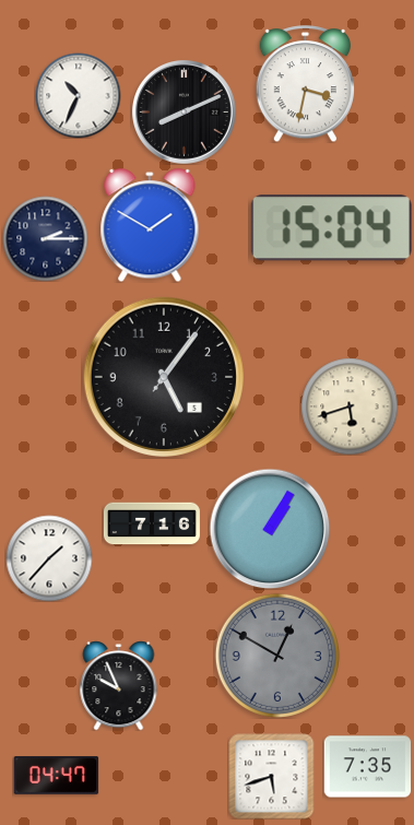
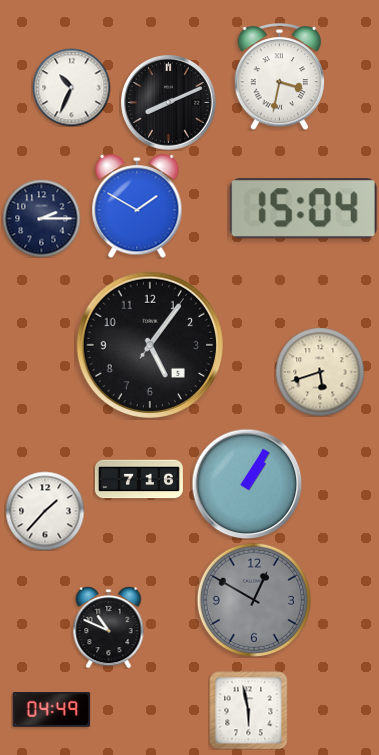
clock at (119, 685): 9:56 -> 10:49
clock at (367, 767): 7:35 -> none
clock at (56, 776): 04:47 -> 04:49
clock at (271, 776): 5:42 -> 5:58
